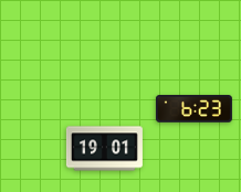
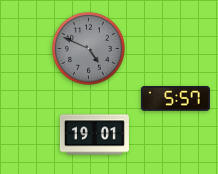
clock at (88, 48): none -> 4:49
clock at (193, 109): 6:23 -> 5:57
